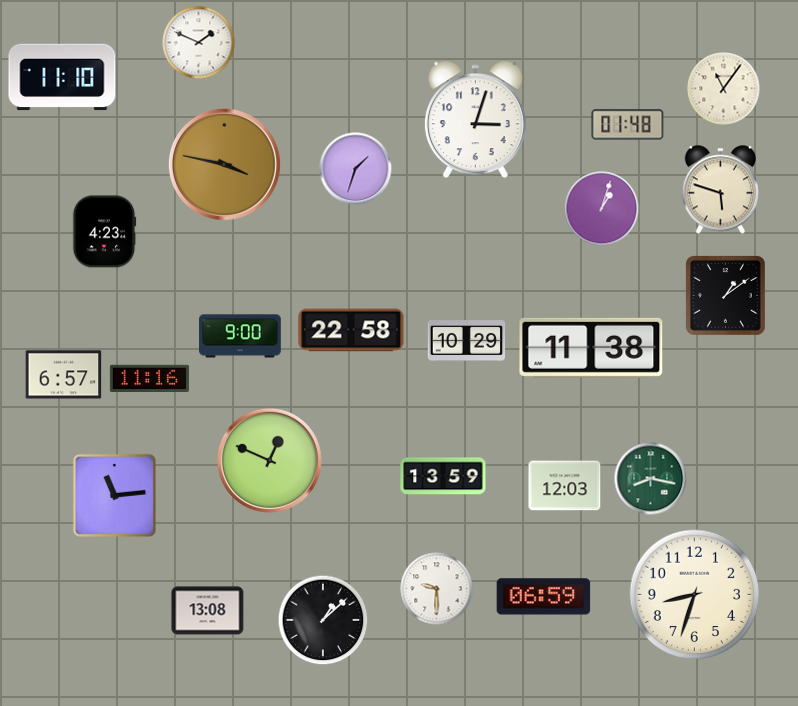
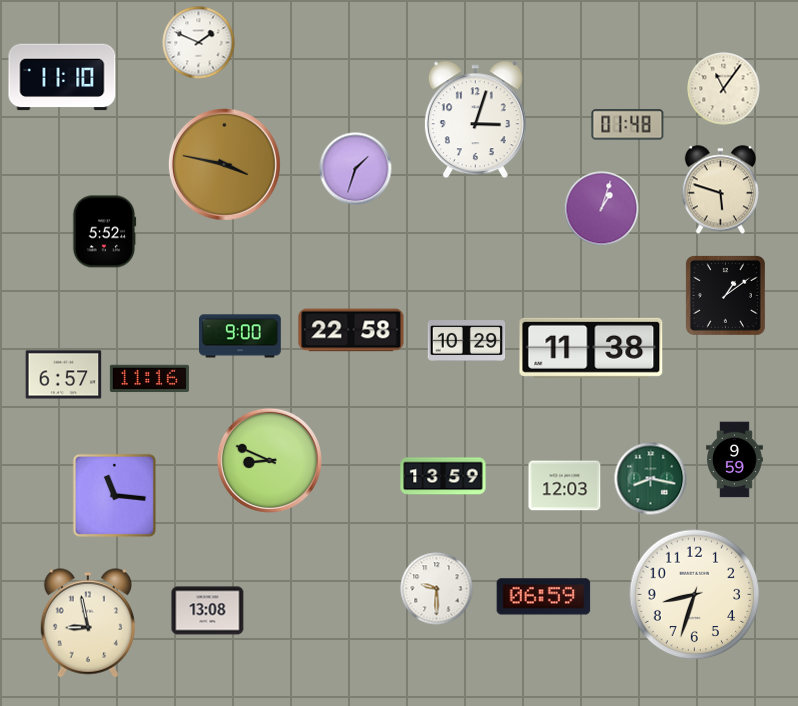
clock at (104, 232): 4:23 -> 5:52
clock at (269, 460): 12:49 -> 8:49
clock at (735, 460): none -> 9:59
clock at (114, 495): 11:14 -> 11:16
clock at (323, 620): 1:08 -> none
clock at (88, 623): none -> 8:58
